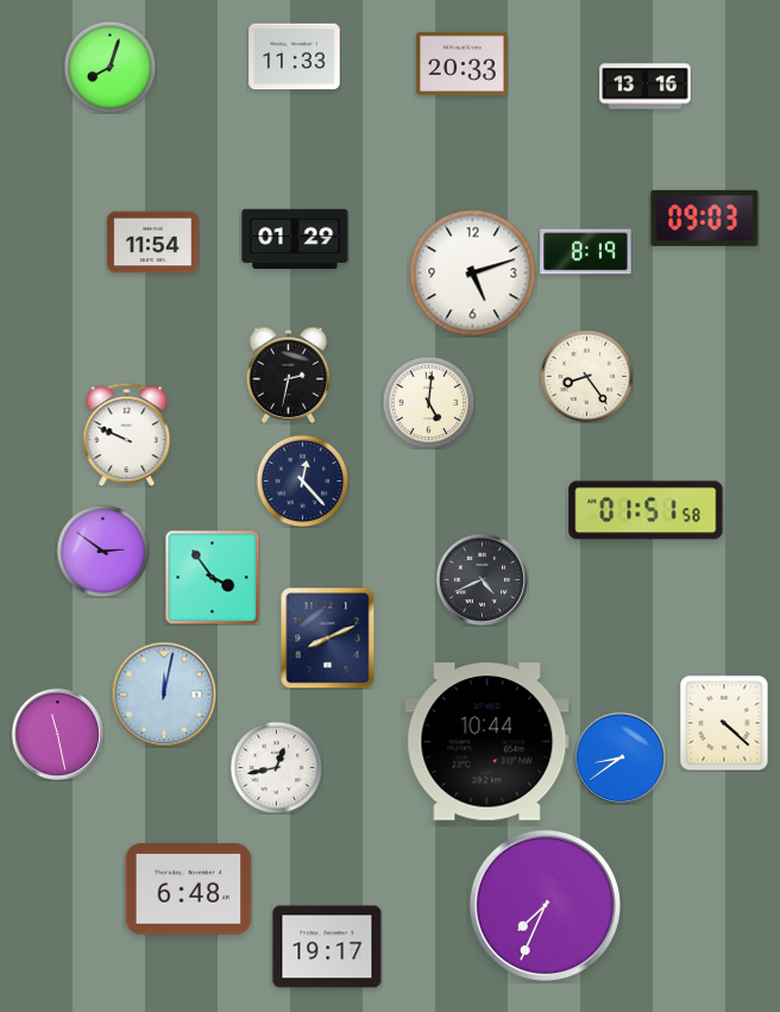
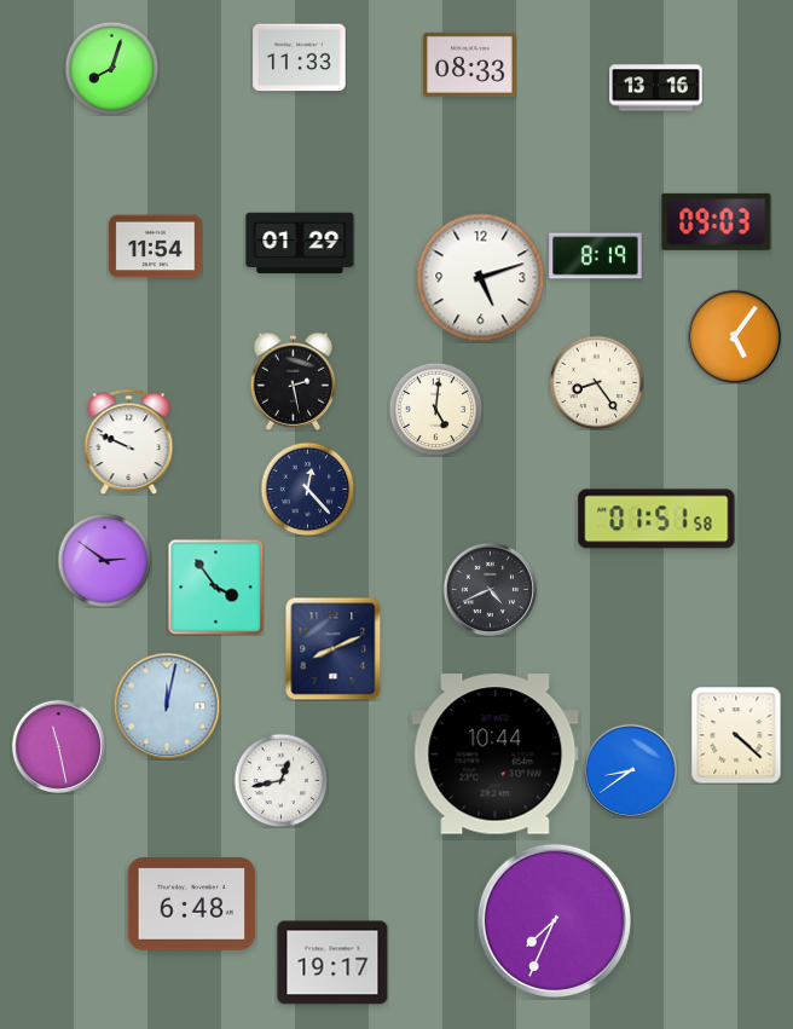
clock at (463, 63): 20:33 -> 08:33
clock at (734, 336): none -> 5:06
clock at (289, 375): 2:32 -> 2:28
